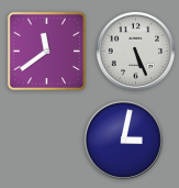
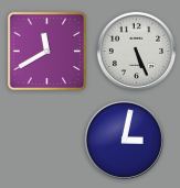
clock at (46, 51): 11:39 -> 11:40
